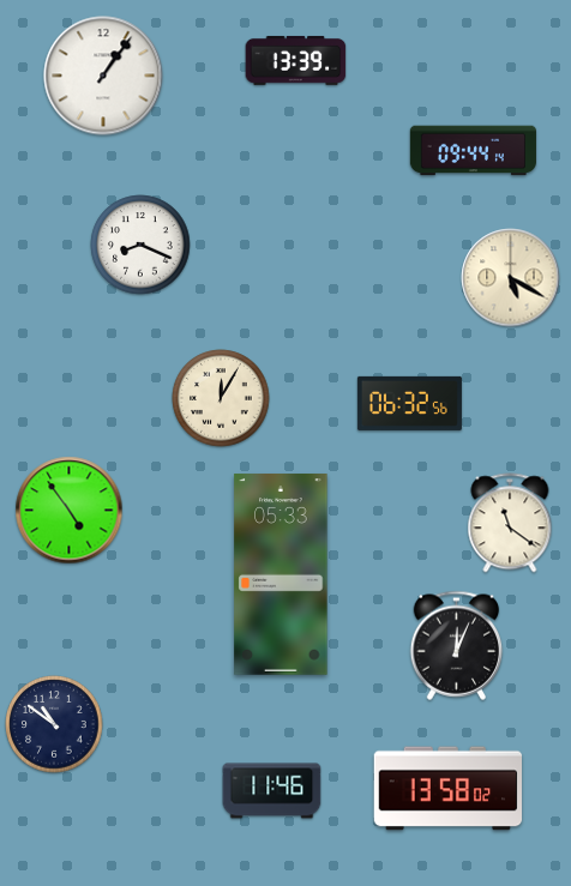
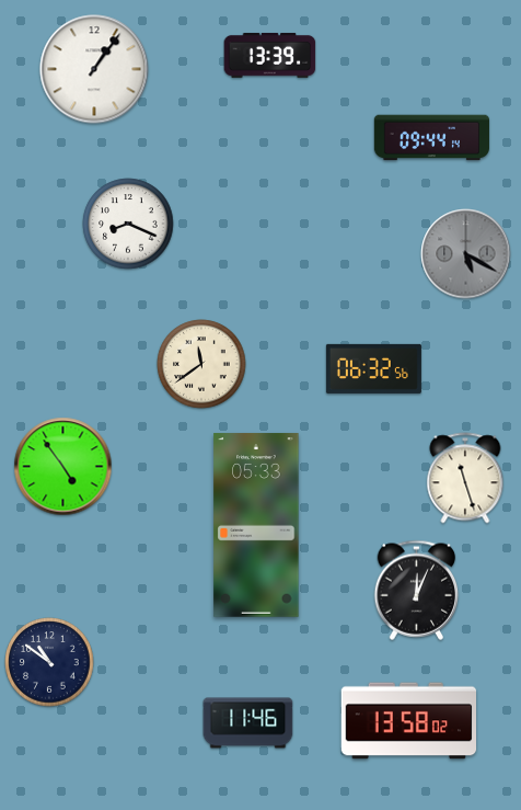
clock at (511, 278) dial: cream -> grey
clock at (221, 398): 12:05 -> 11:39
clock at (510, 523): 11:21 -> 11:27
